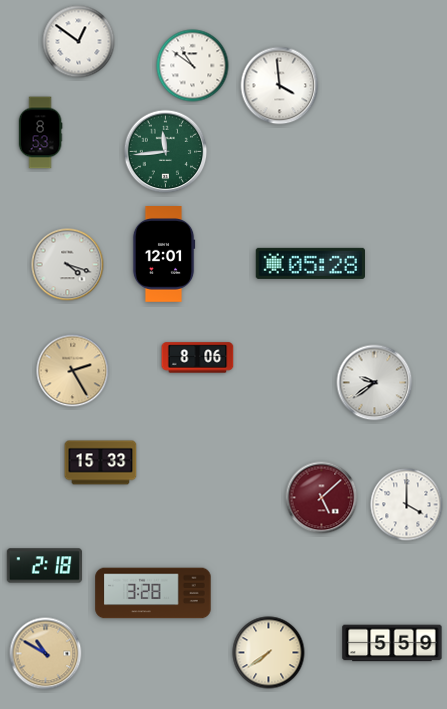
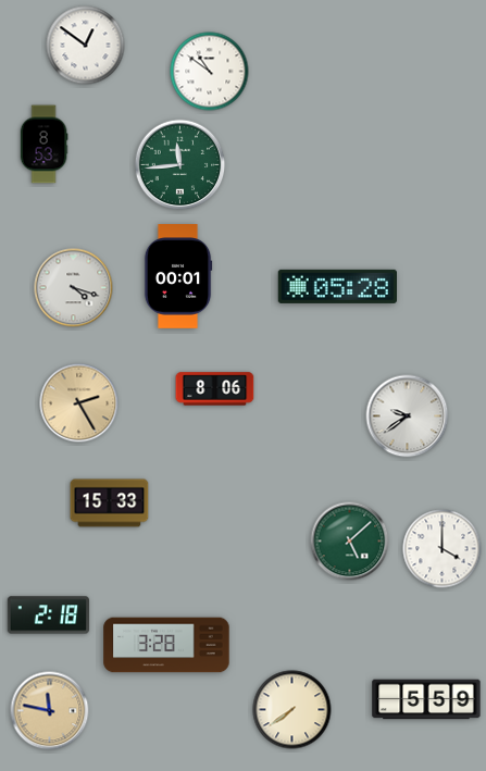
clock at (280, 86): 3:59 -> none
clock at (164, 255): 12:01 -> 00:01
clock at (322, 498) dial: burgundy -> green
clock at (46, 654): 10:50 -> 11:47
